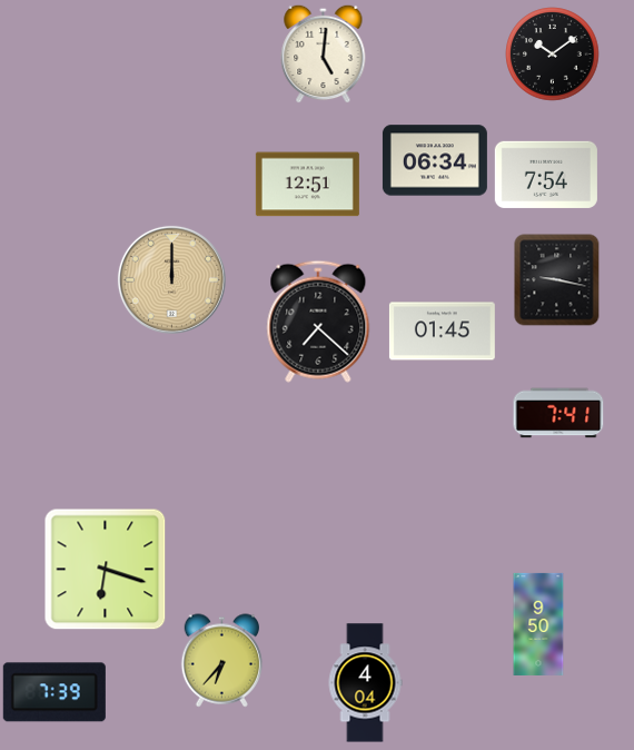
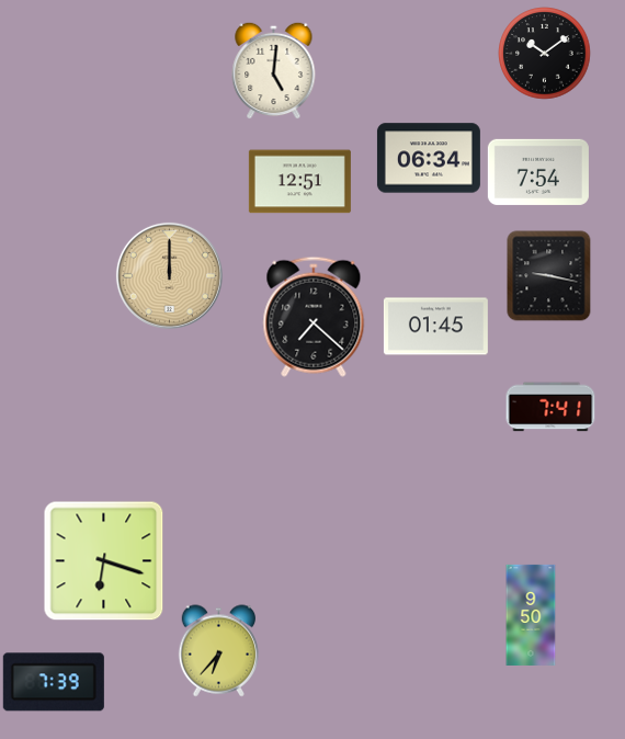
clock at (324, 53) position: (324, 53) -> (274, 70)
clock at (307, 185) position: (307, 185) -> (299, 182)
clock at (365, 683): 4:04 -> none
